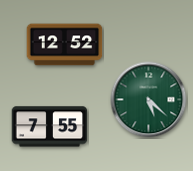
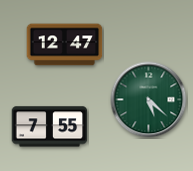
clock at (65, 45): 12:52 -> 12:47
